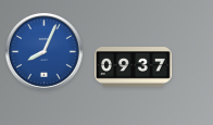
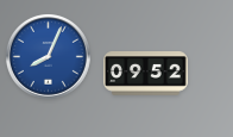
clock at (133, 67): 09:37 -> 09:52
